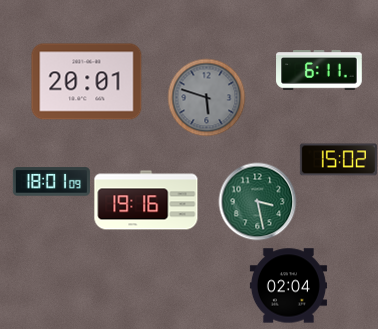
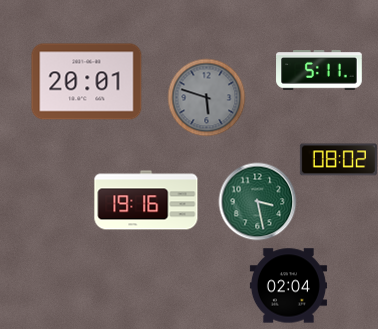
clock at (319, 70): 6:11 -> 5:11
clock at (338, 160): 15:02 -> 08:02
clock at (51, 182): 18:01 -> none
